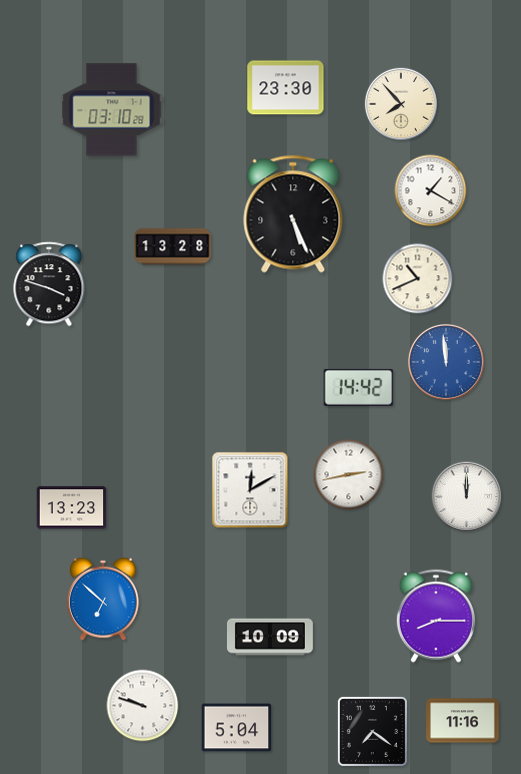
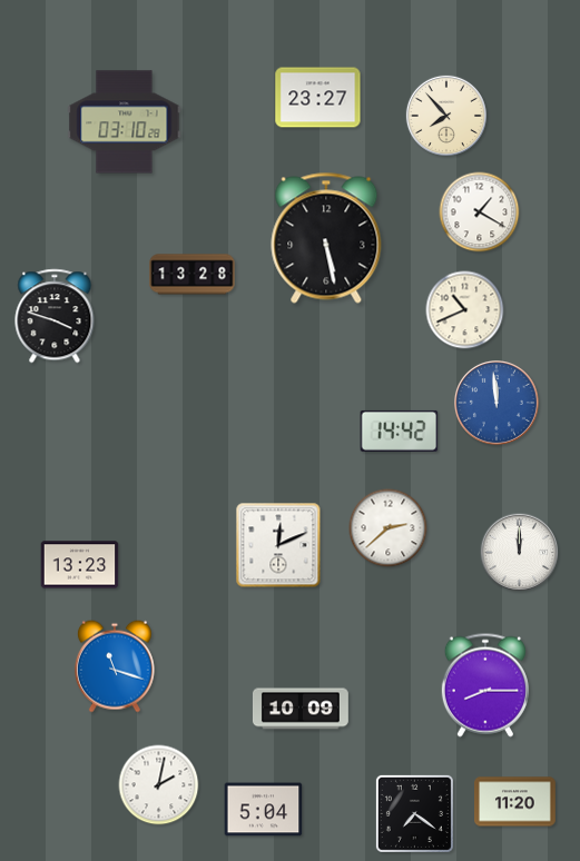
clock at (286, 88): 23:30 -> 23:27
clock at (293, 214): 5:26 -> 5:28
clock at (349, 475): 2:43 -> 2:38
clock at (250, 490): 12:10 -> 12:11
clock at (103, 599): 6:52 -> 11:18
clock at (143, 706): 9:48 -> 2:02
clock at (463, 721): 11:16 -> 11:20
